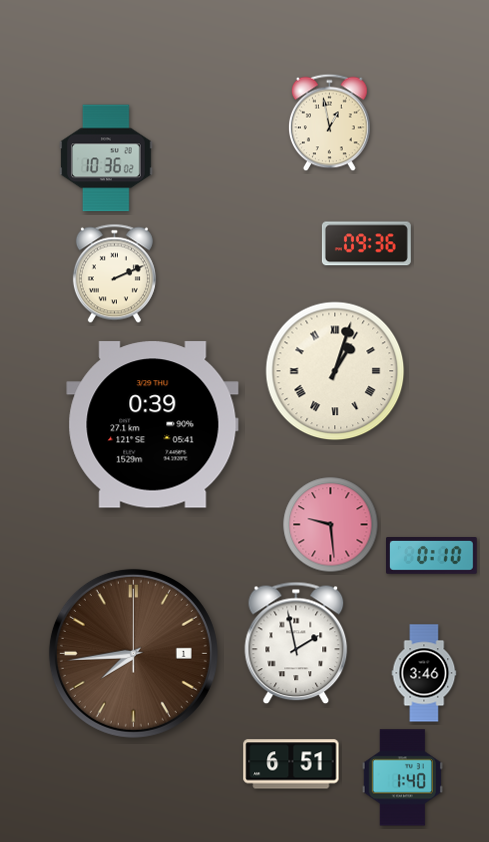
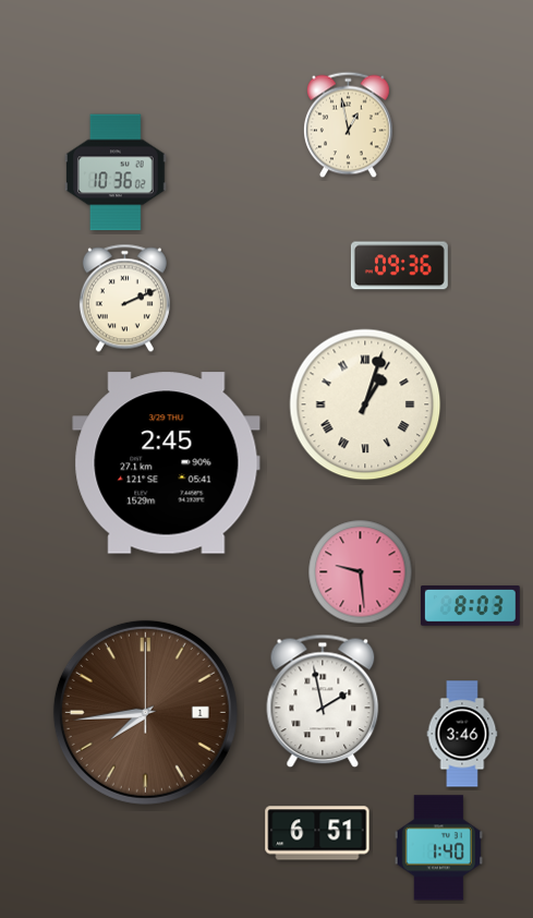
clock at (330, 123) position: (330, 123) -> (349, 125)
clock at (153, 425): 0:39 -> 2:45
clock at (432, 556): 0:10 -> 8:03
